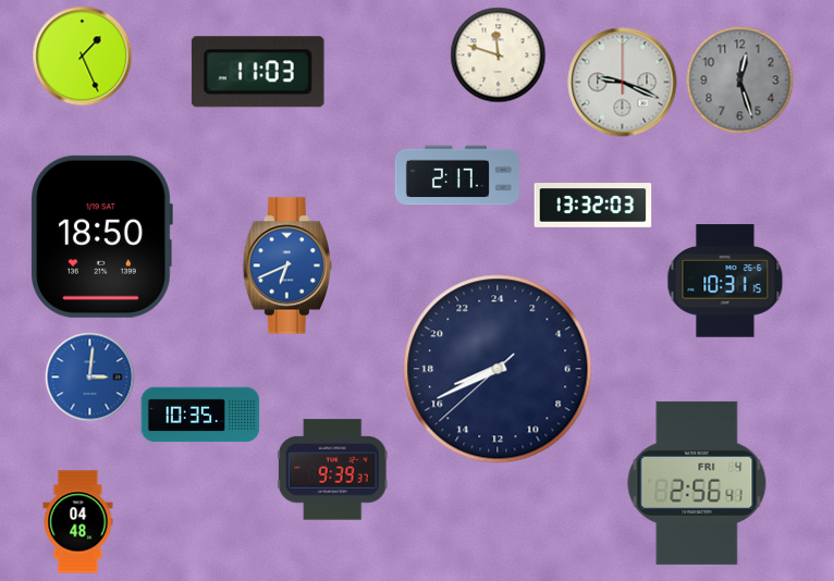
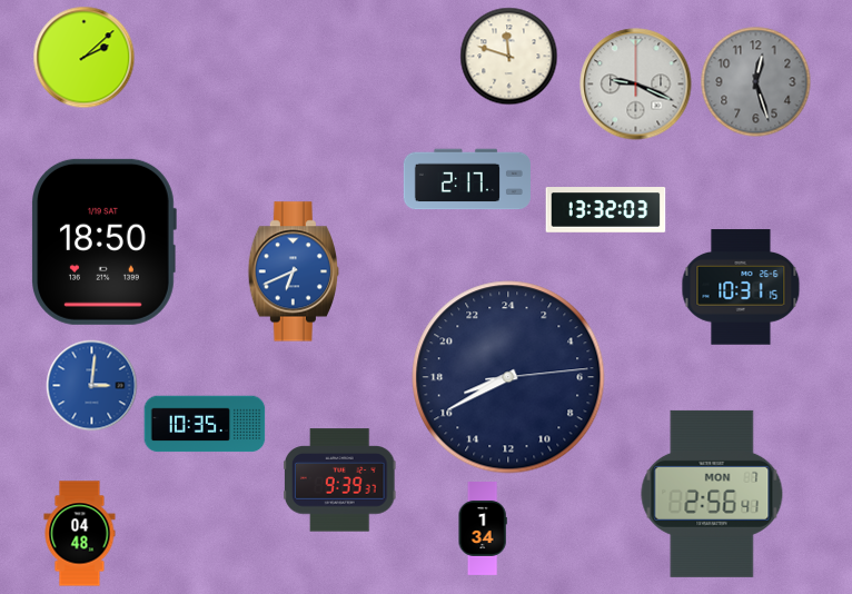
clock at (83, 57): 1:26 -> 2:08
clock at (258, 72): 11:03 -> none
clock at (498, 369): 16:40:38 -> 16:40:14
clock at (697, 483) date: FRI 4 -> MON 7
clock at (483, 529): none -> 1:34
